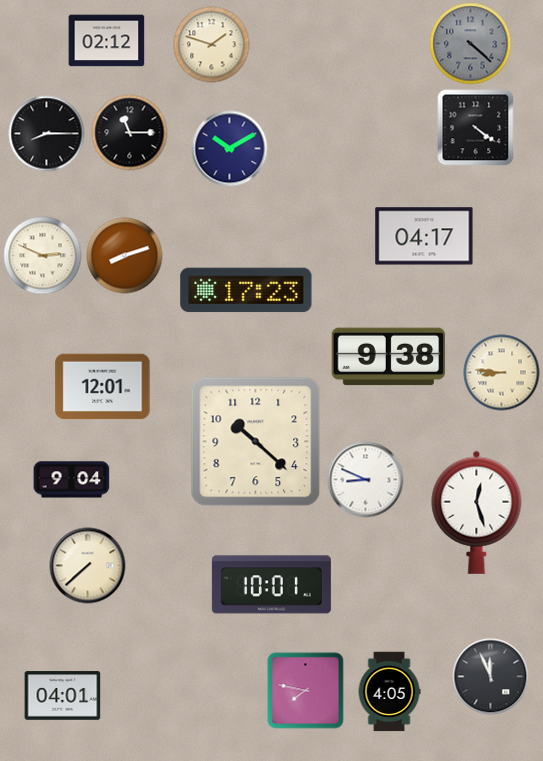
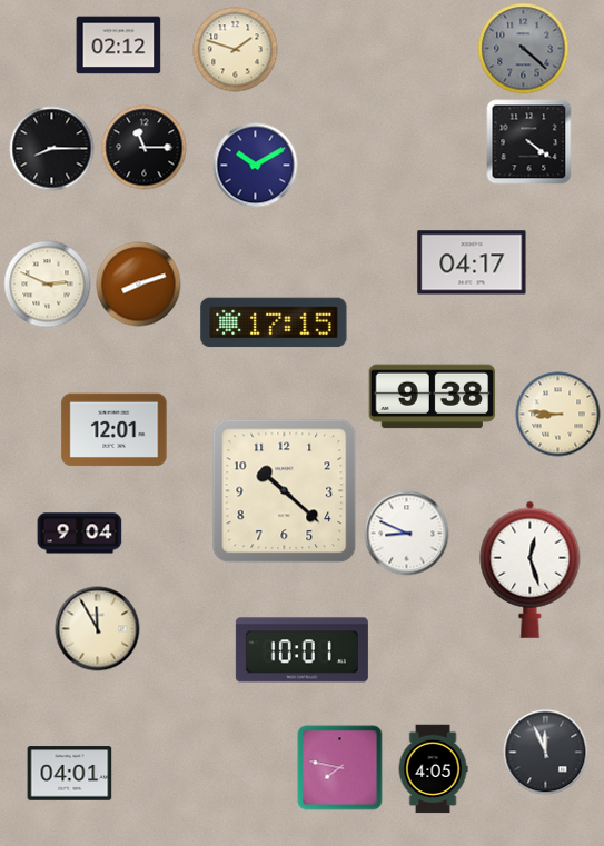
clock at (246, 290): 17:23 -> 17:15
clock at (88, 566): 7:38 -> 11:55
